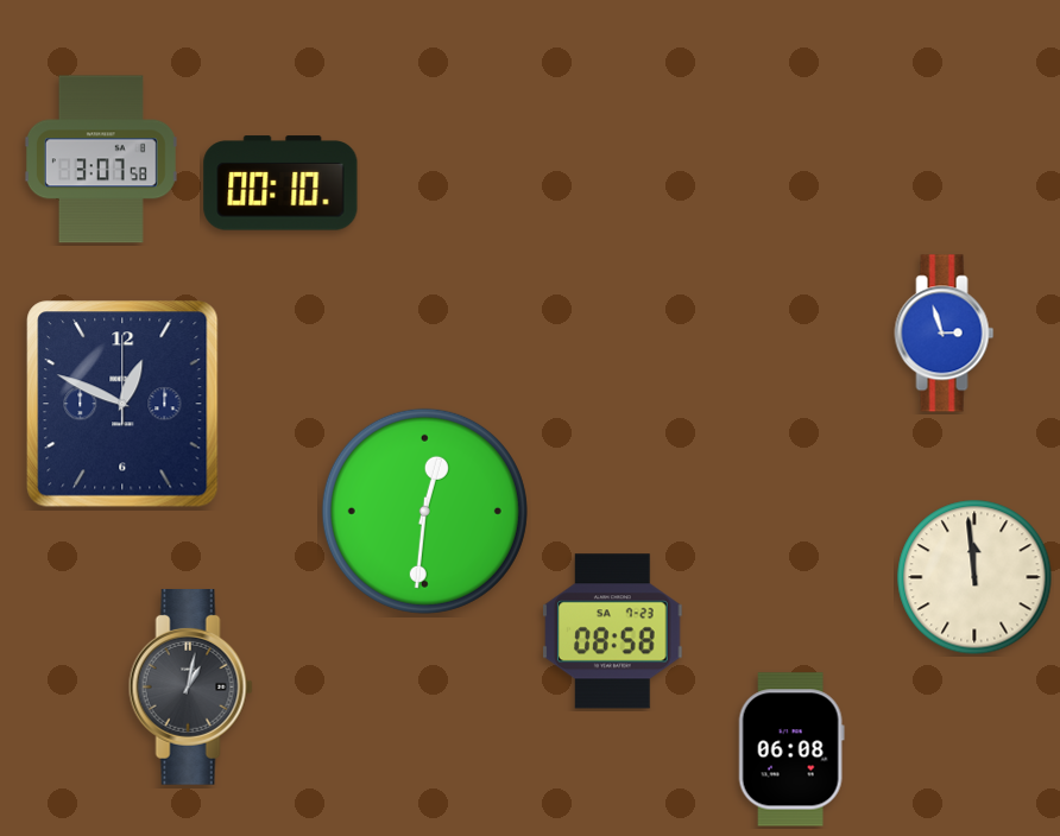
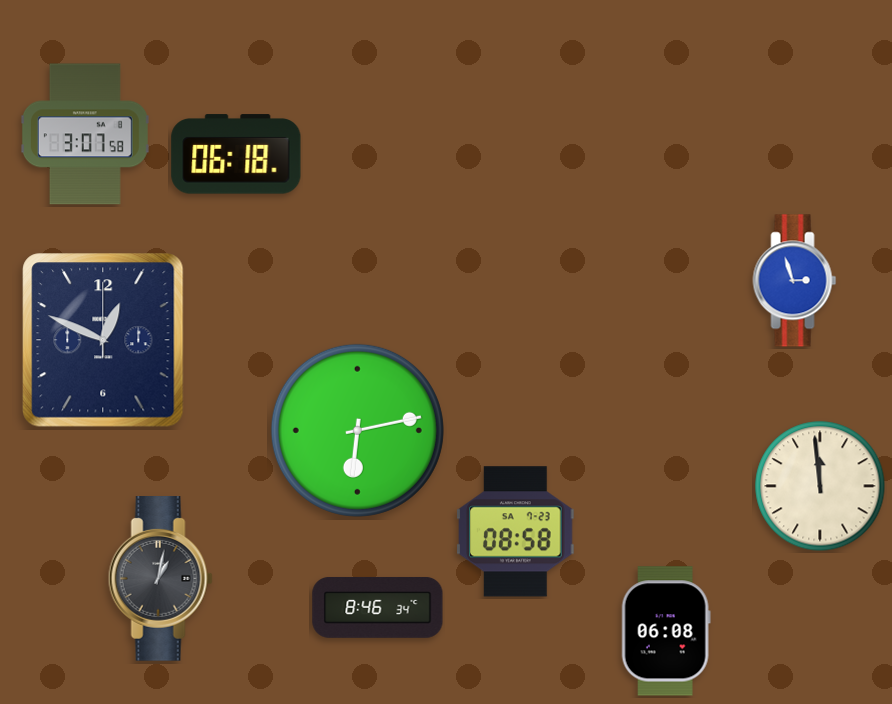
clock at (280, 183): 00:10 -> 06:18
clock at (424, 511): 12:31 -> 6:13
clock at (378, 607): none -> 8:46
